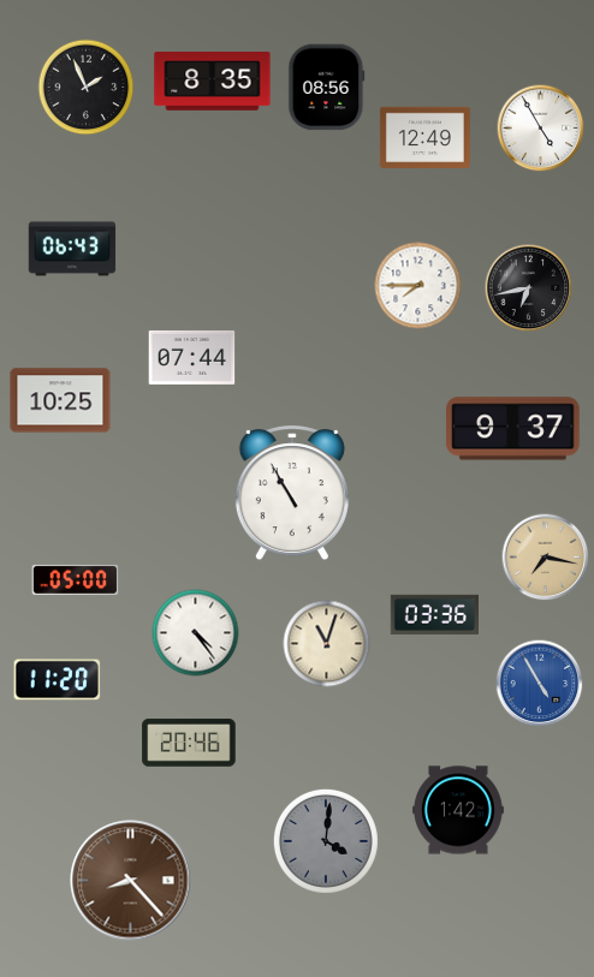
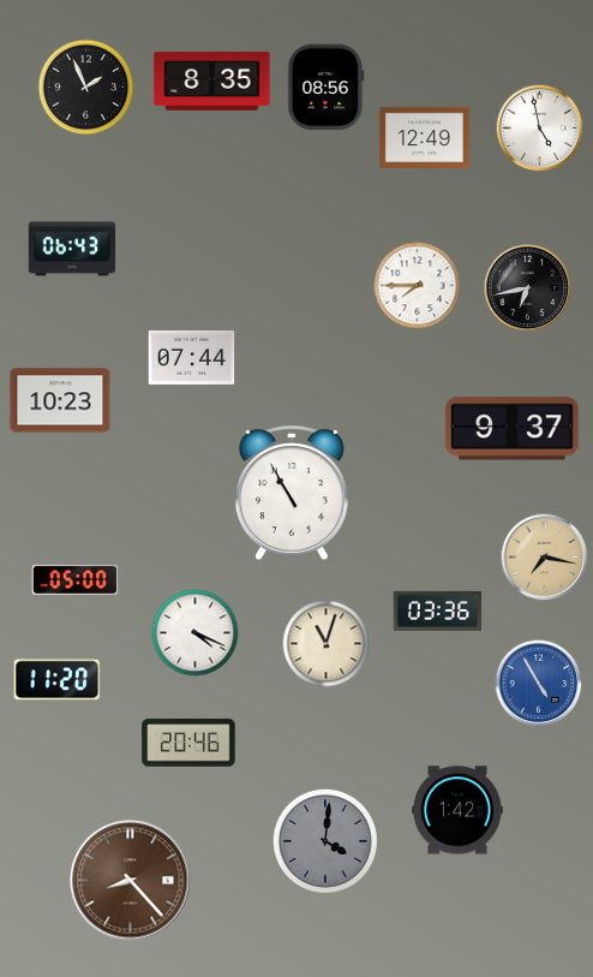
clock at (541, 129): 4:55 -> 4:58
clock at (60, 400): 10:25 -> 10:23
clock at (434, 614) position: (434, 614) -> (437, 610)
clock at (196, 633): 4:24 -> 4:19
